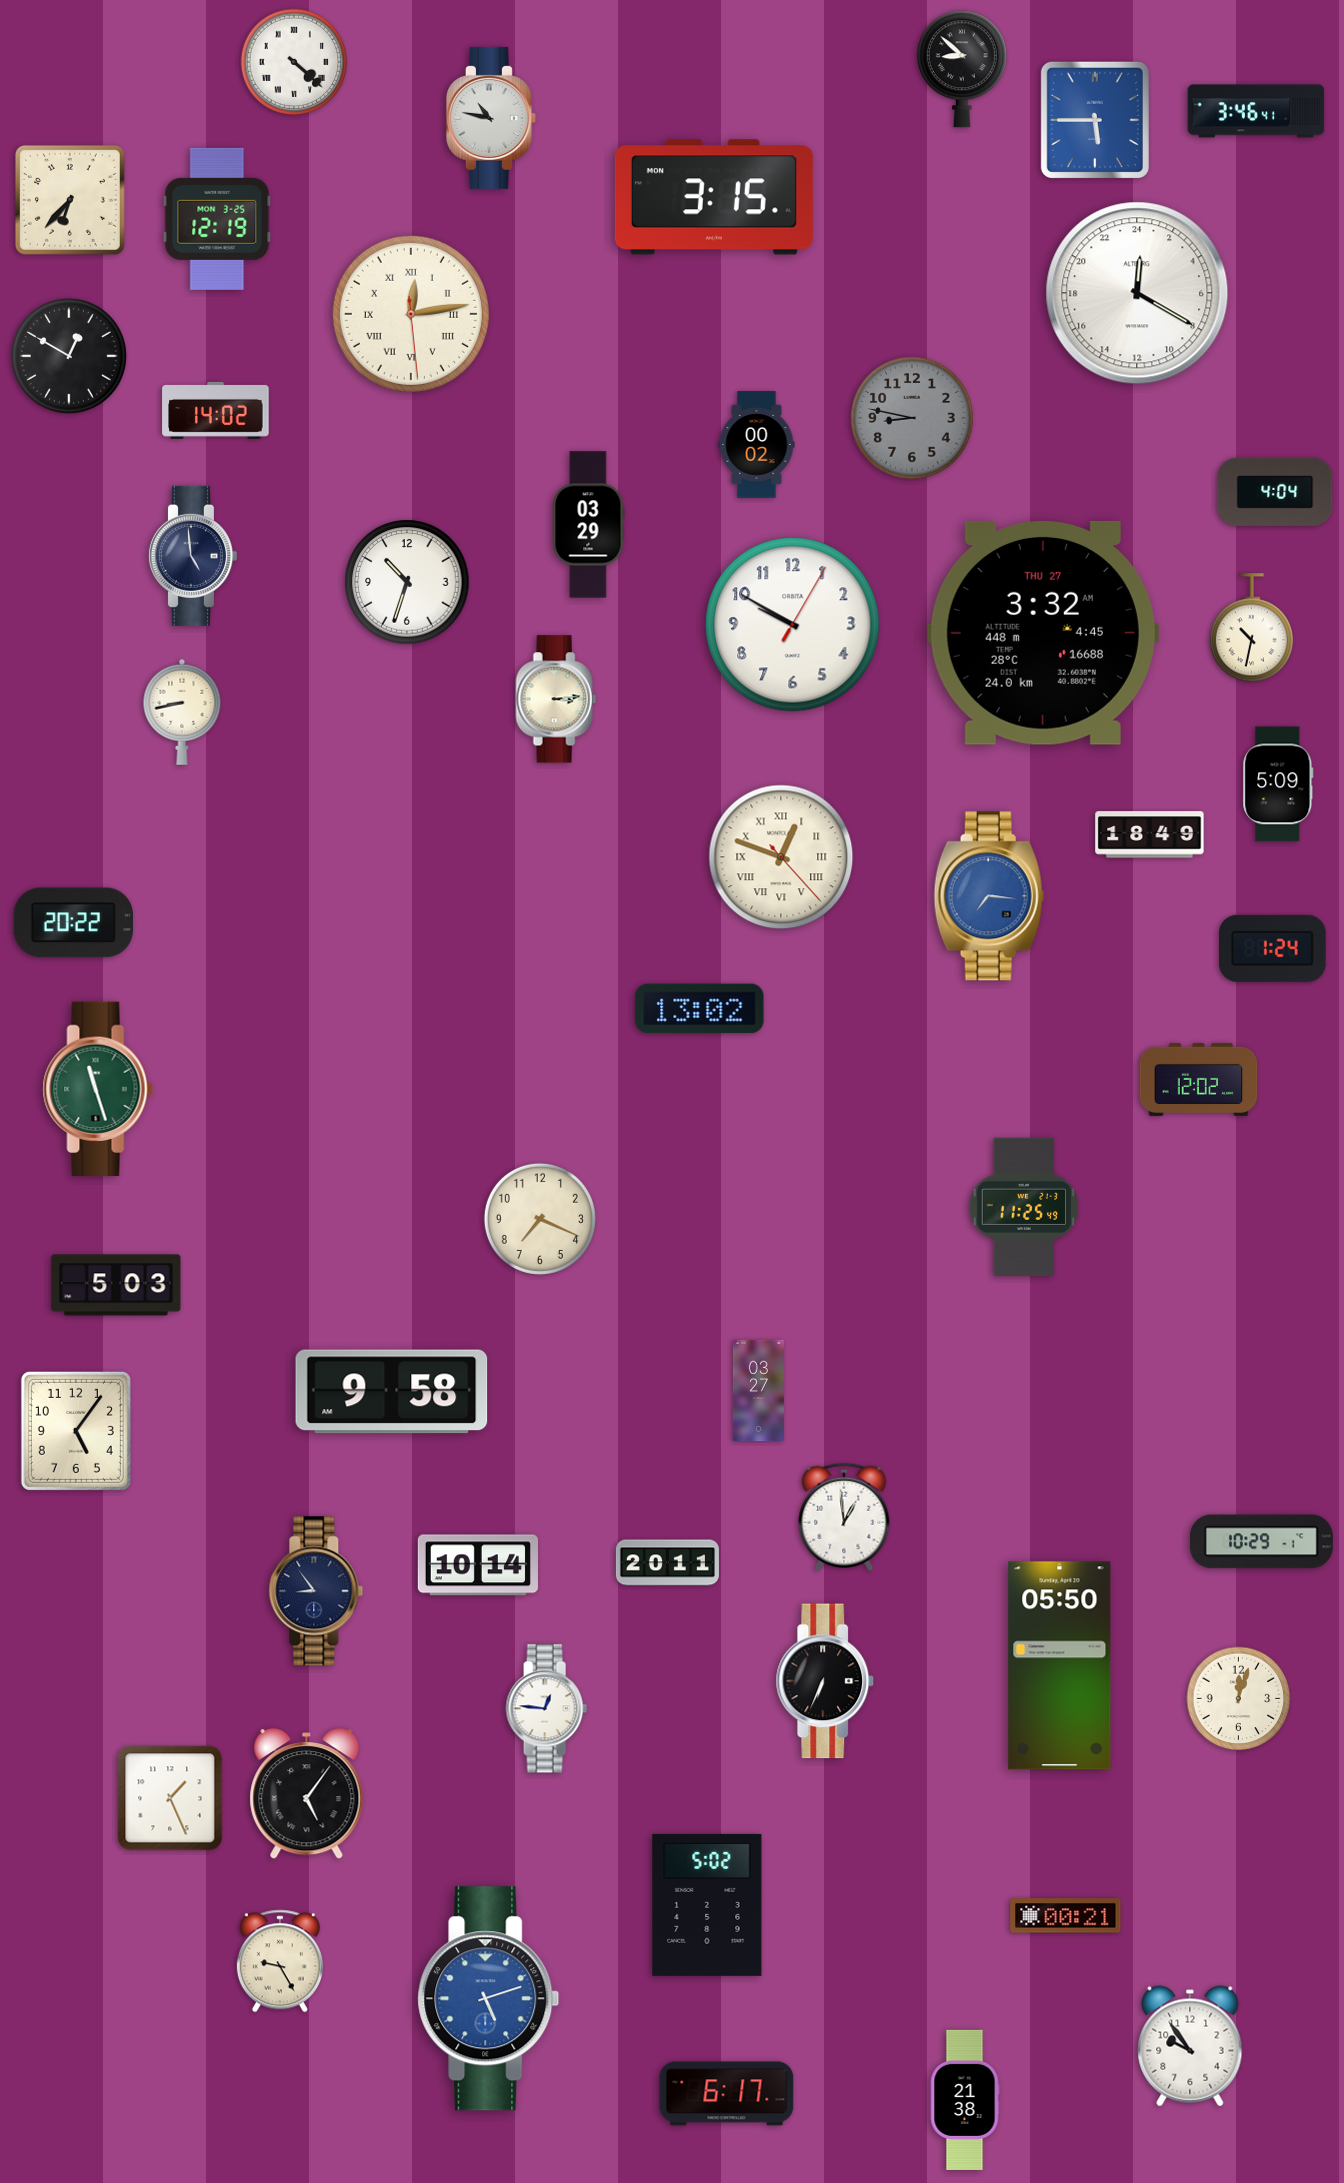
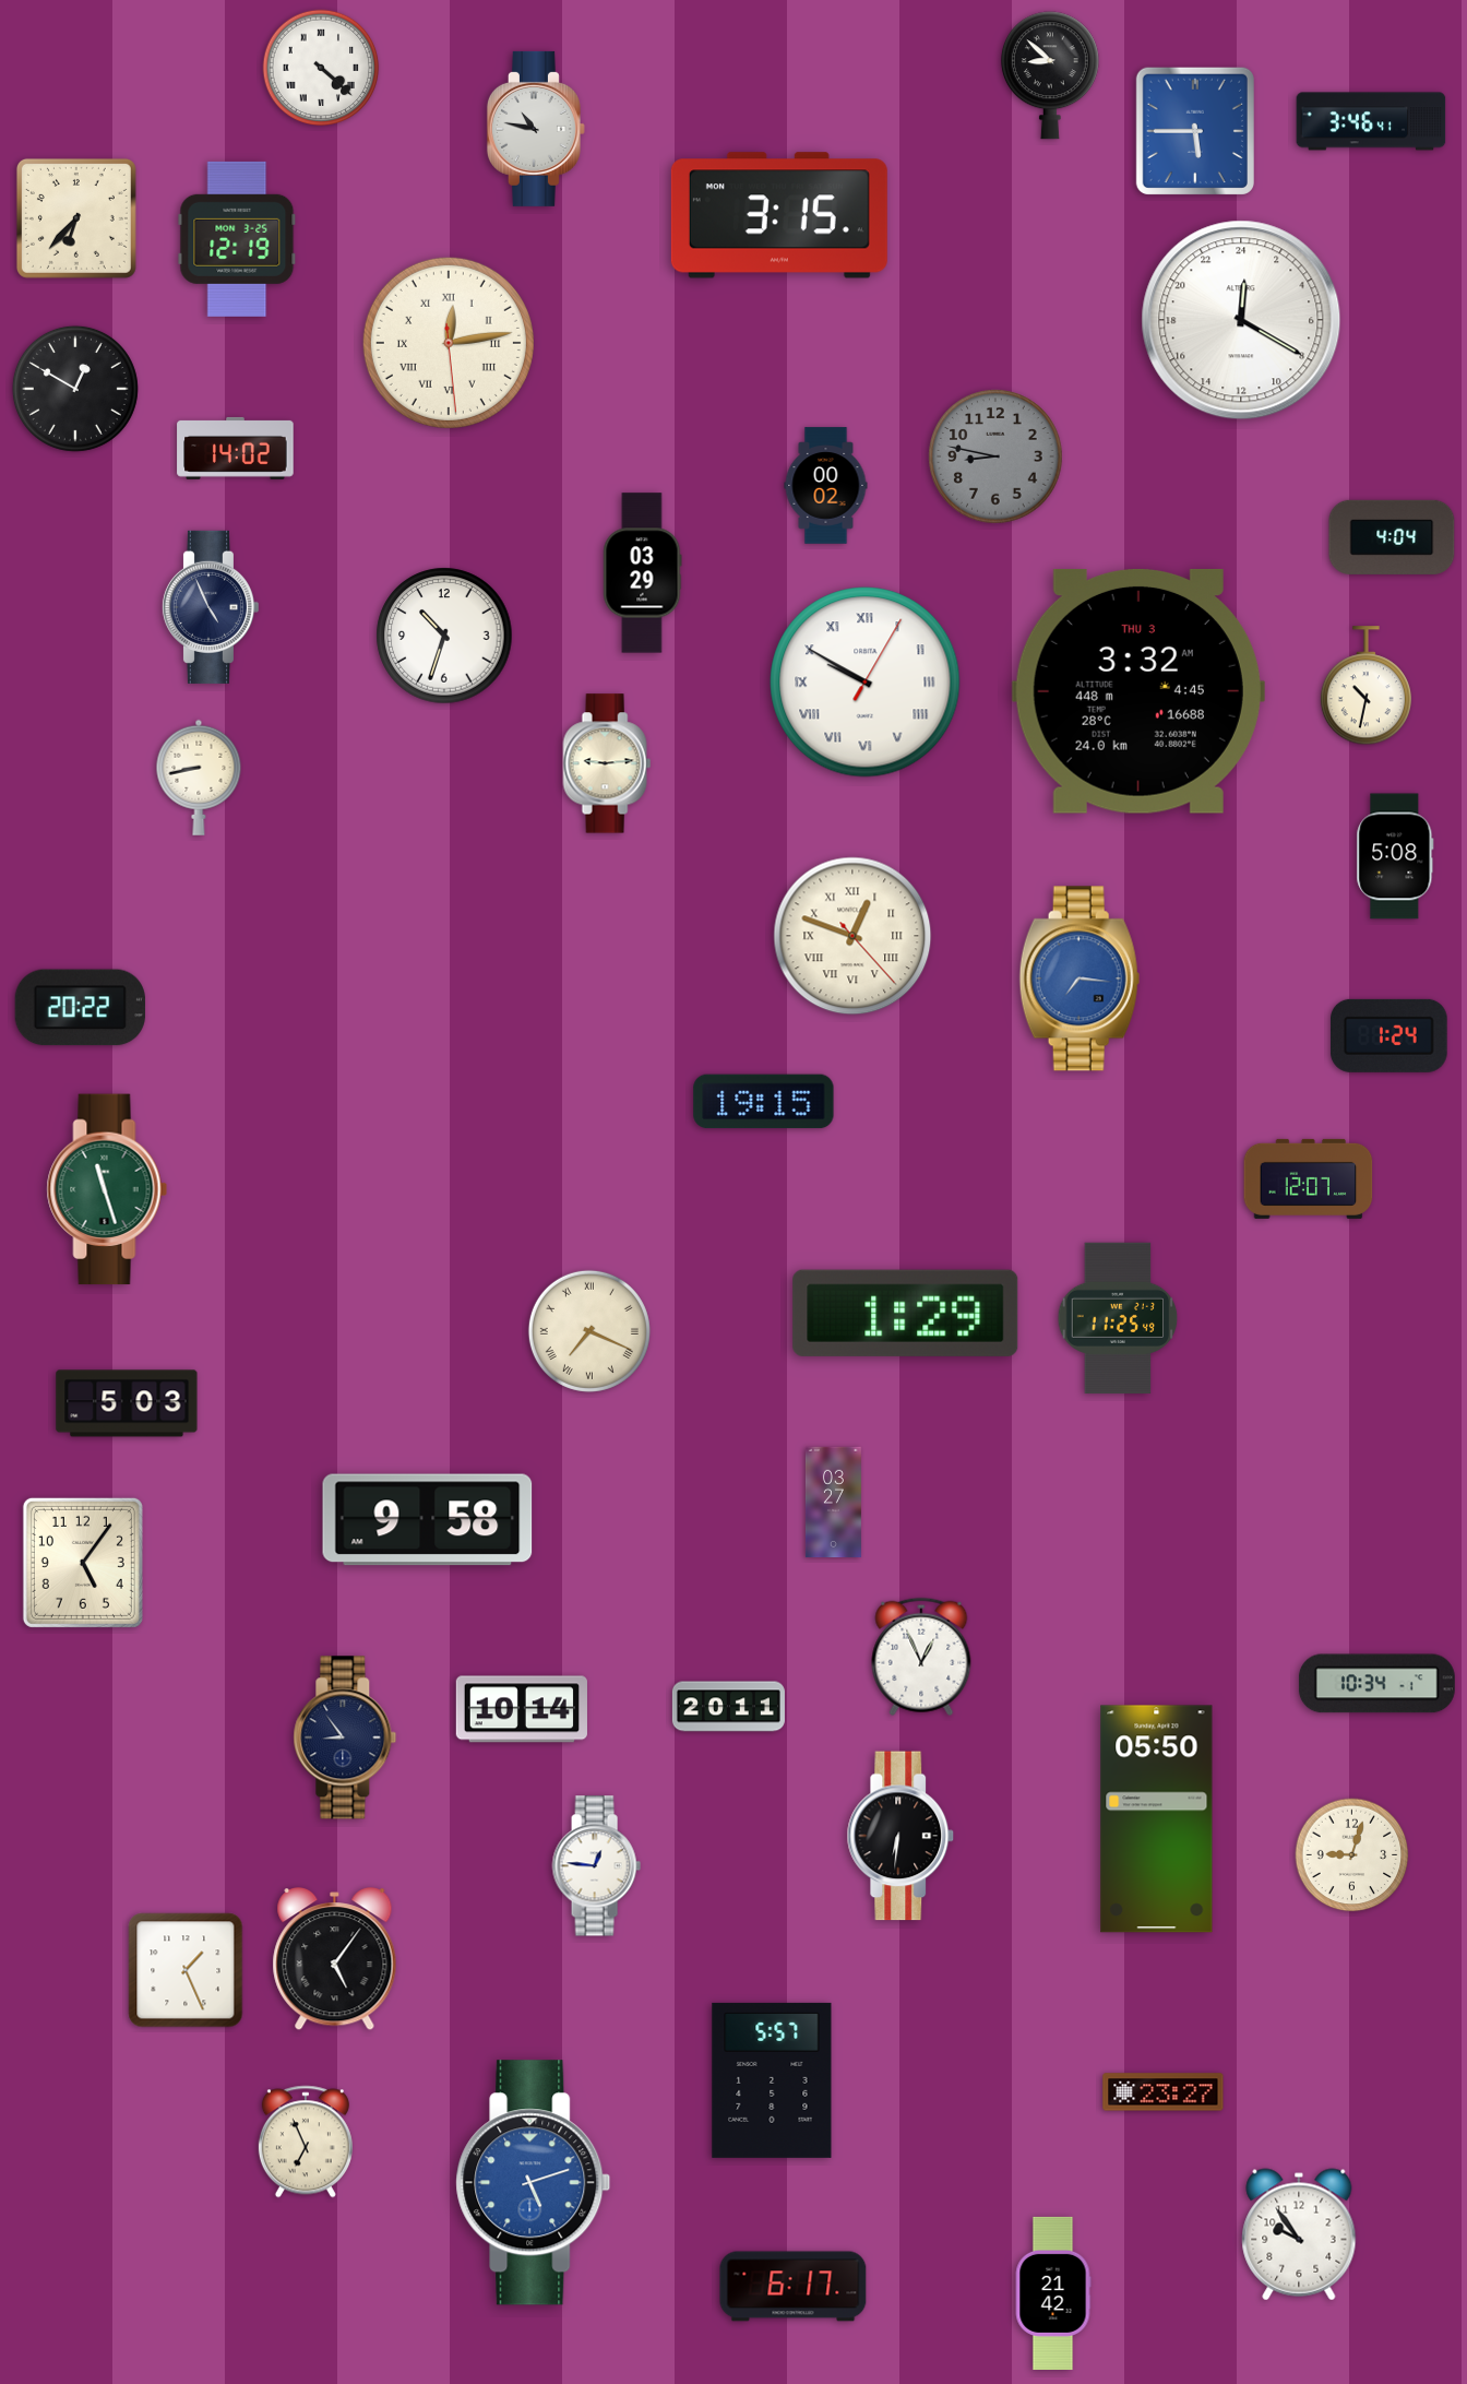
clock at (192, 556): 4:59 -> 4:56
clock at (793, 625) numerals: Arabic -> Roman
clock at (1043, 633) date: THU 27 -> THU 3
clock at (556, 699): 3:14 -> 9:14
clock at (1278, 784): 5:09 -> 5:08
clock at (1150, 835): 18:49 -> none
clock at (700, 1009): 13:02 -> 19:15
clock at (1199, 1079): 12:02 -> 12:07
clock at (906, 1313): none -> 1:29
clock at (540, 1219) numerals: Arabic -> Roman
clock at (758, 1391) position: (758, 1391) -> (833, 1503)
clock at (844, 1517): 12:59 -> 12:56
clock at (1261, 1542): 10:29 -> 10:34
clock at (825, 1681): 6:34 -> 6:31
clock at (1239, 1699): 12:03 -> 9:03
clock at (170, 1798) position: (170, 1798) -> (186, 1970)
clock at (707, 1905): 5:02 -> 5:57
clock at (1066, 1916): 00:21 -> 23:27
clock at (280, 1961): 9:25 -> 6:56
clock at (965, 2100): 21:38 -> 21:42
